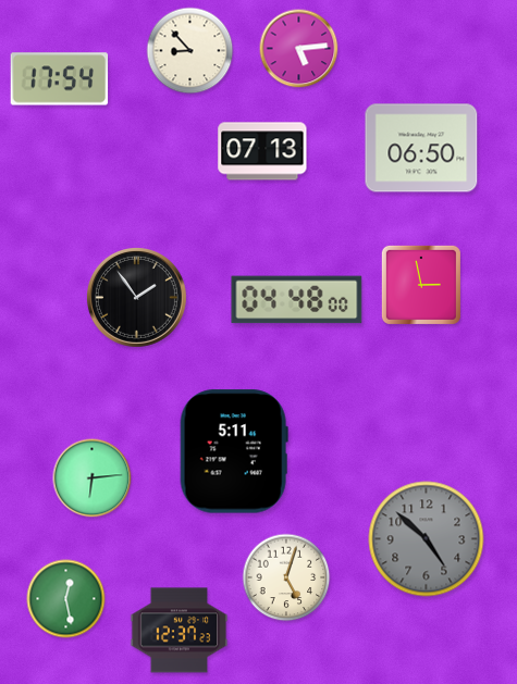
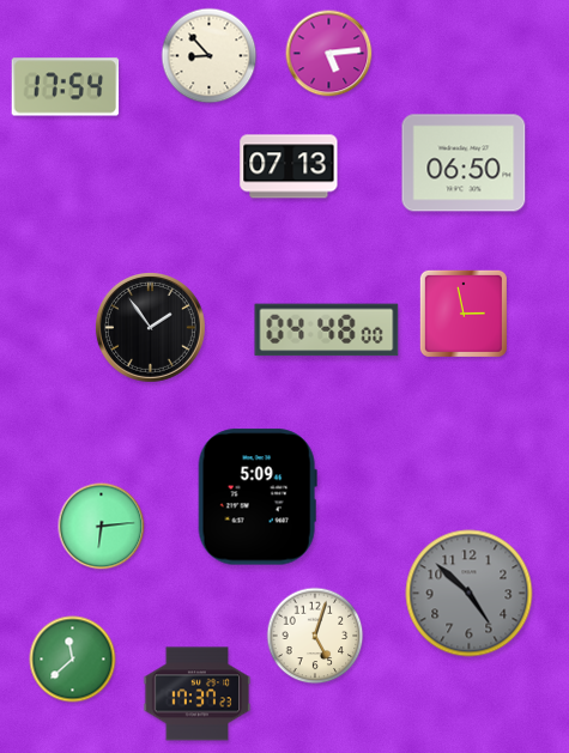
clock at (234, 451): 5:11 -> 5:09
clock at (66, 599): 12:28 -> 11:38
clock at (180, 631): 12:37 -> 17:37
